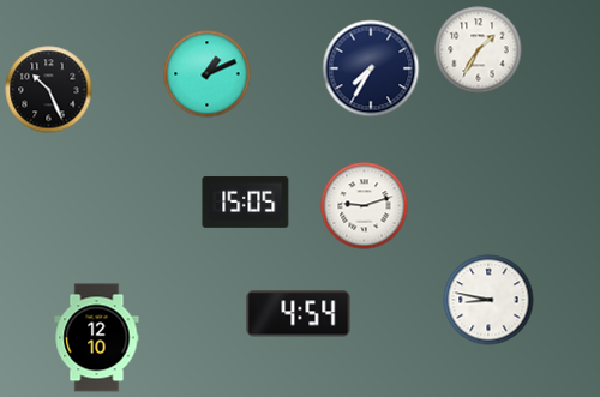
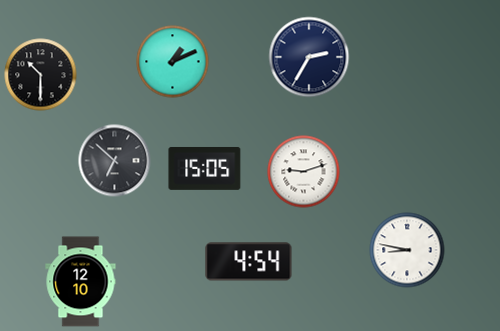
clock at (479, 50): 1:35 -> none
clock at (371, 68): 7:35 -> 2:35
clock at (49, 90): 10:26 -> 10:30
clock at (115, 161): none -> 6:52
